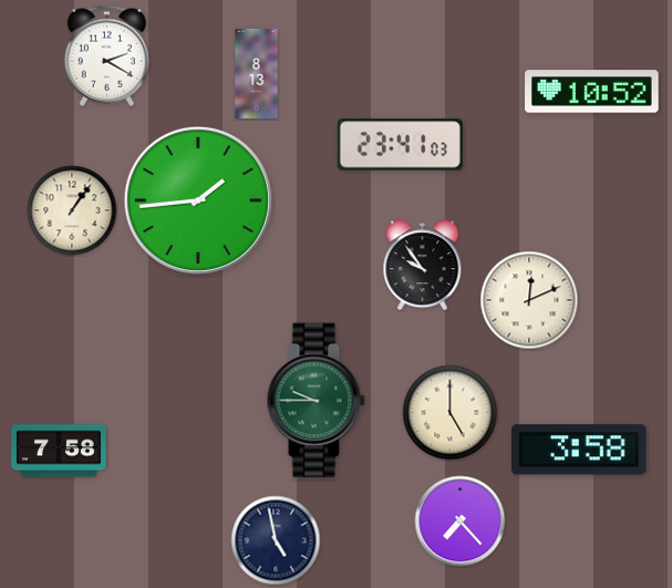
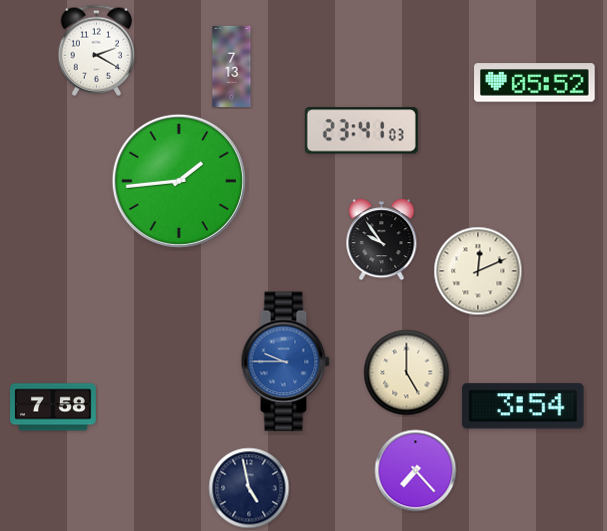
clock at (257, 73): 8:13 -> 7:13
clock at (592, 92): 10:52 -> 05:52
clock at (72, 210): 1:06 -> none
clock at (316, 401) dial: green -> blue
clock at (579, 450): 3:58 -> 3:54
